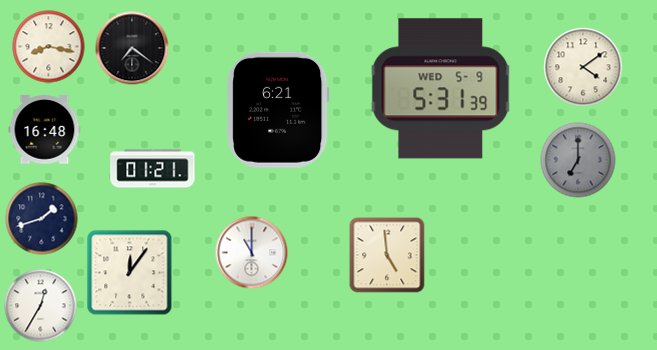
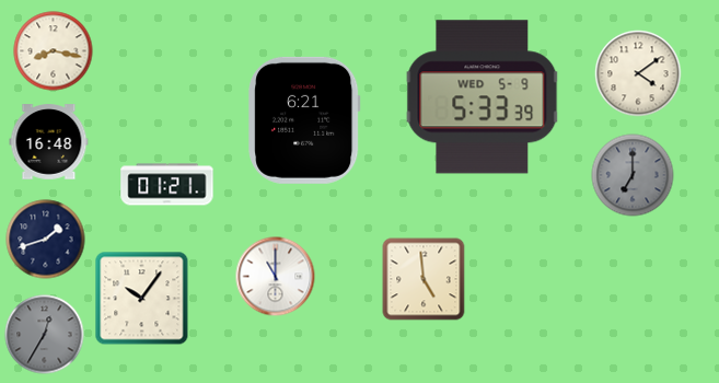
clock at (132, 48): 7:21 -> none
clock at (441, 89): 5:31 -> 5:33
clock at (130, 273): 12:06 -> 10:06
clock at (41, 306) dial: white -> grey
